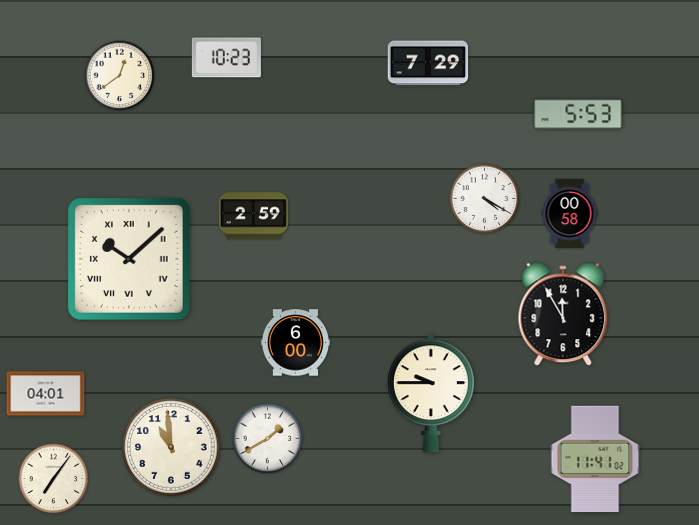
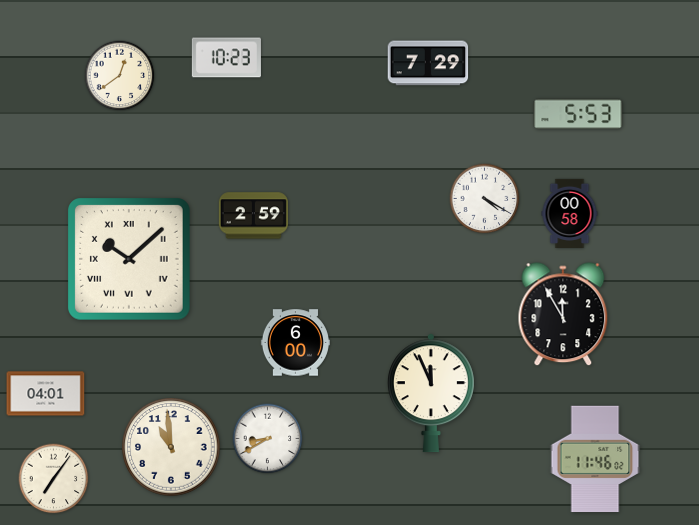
clock at (431, 393): 9:45 -> 11:56
clock at (268, 439): 1:40 -> 8:40
clock at (595, 459): 11:41 -> 11:46
